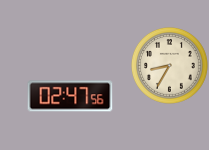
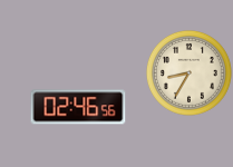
clock at (70, 96): 02:47 -> 02:46
